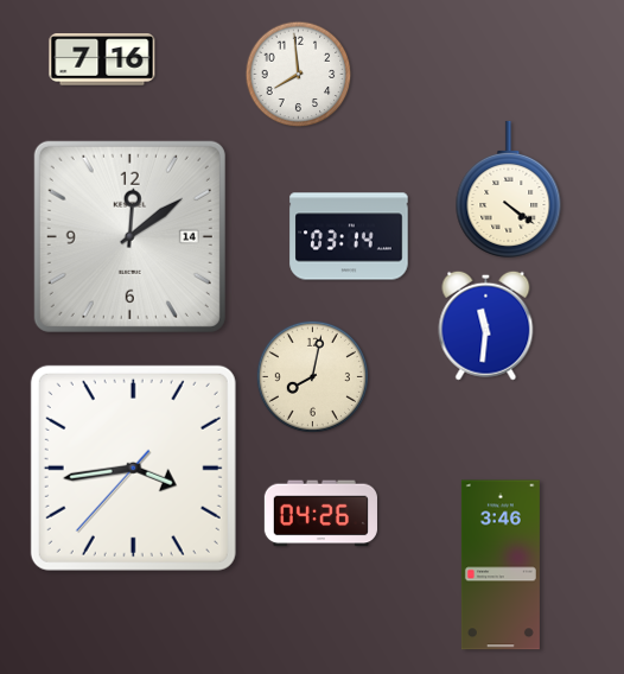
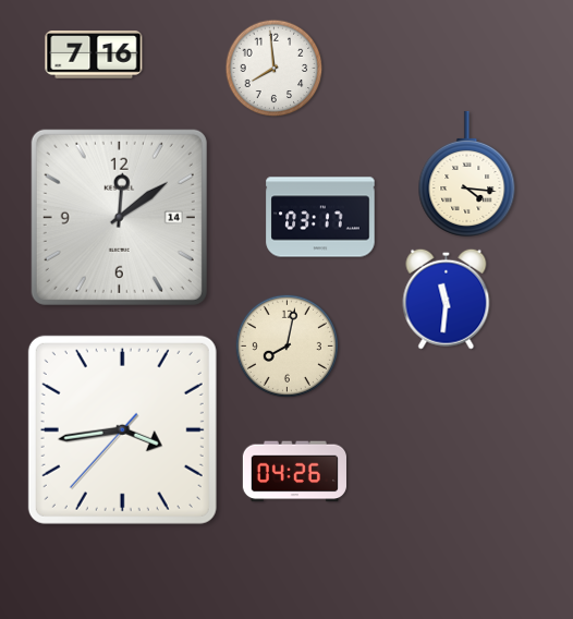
clock at (509, 189): 4:21 -> 4:16
clock at (349, 236): 03:14 -> 03:17
clock at (501, 565): 3:46 -> none
